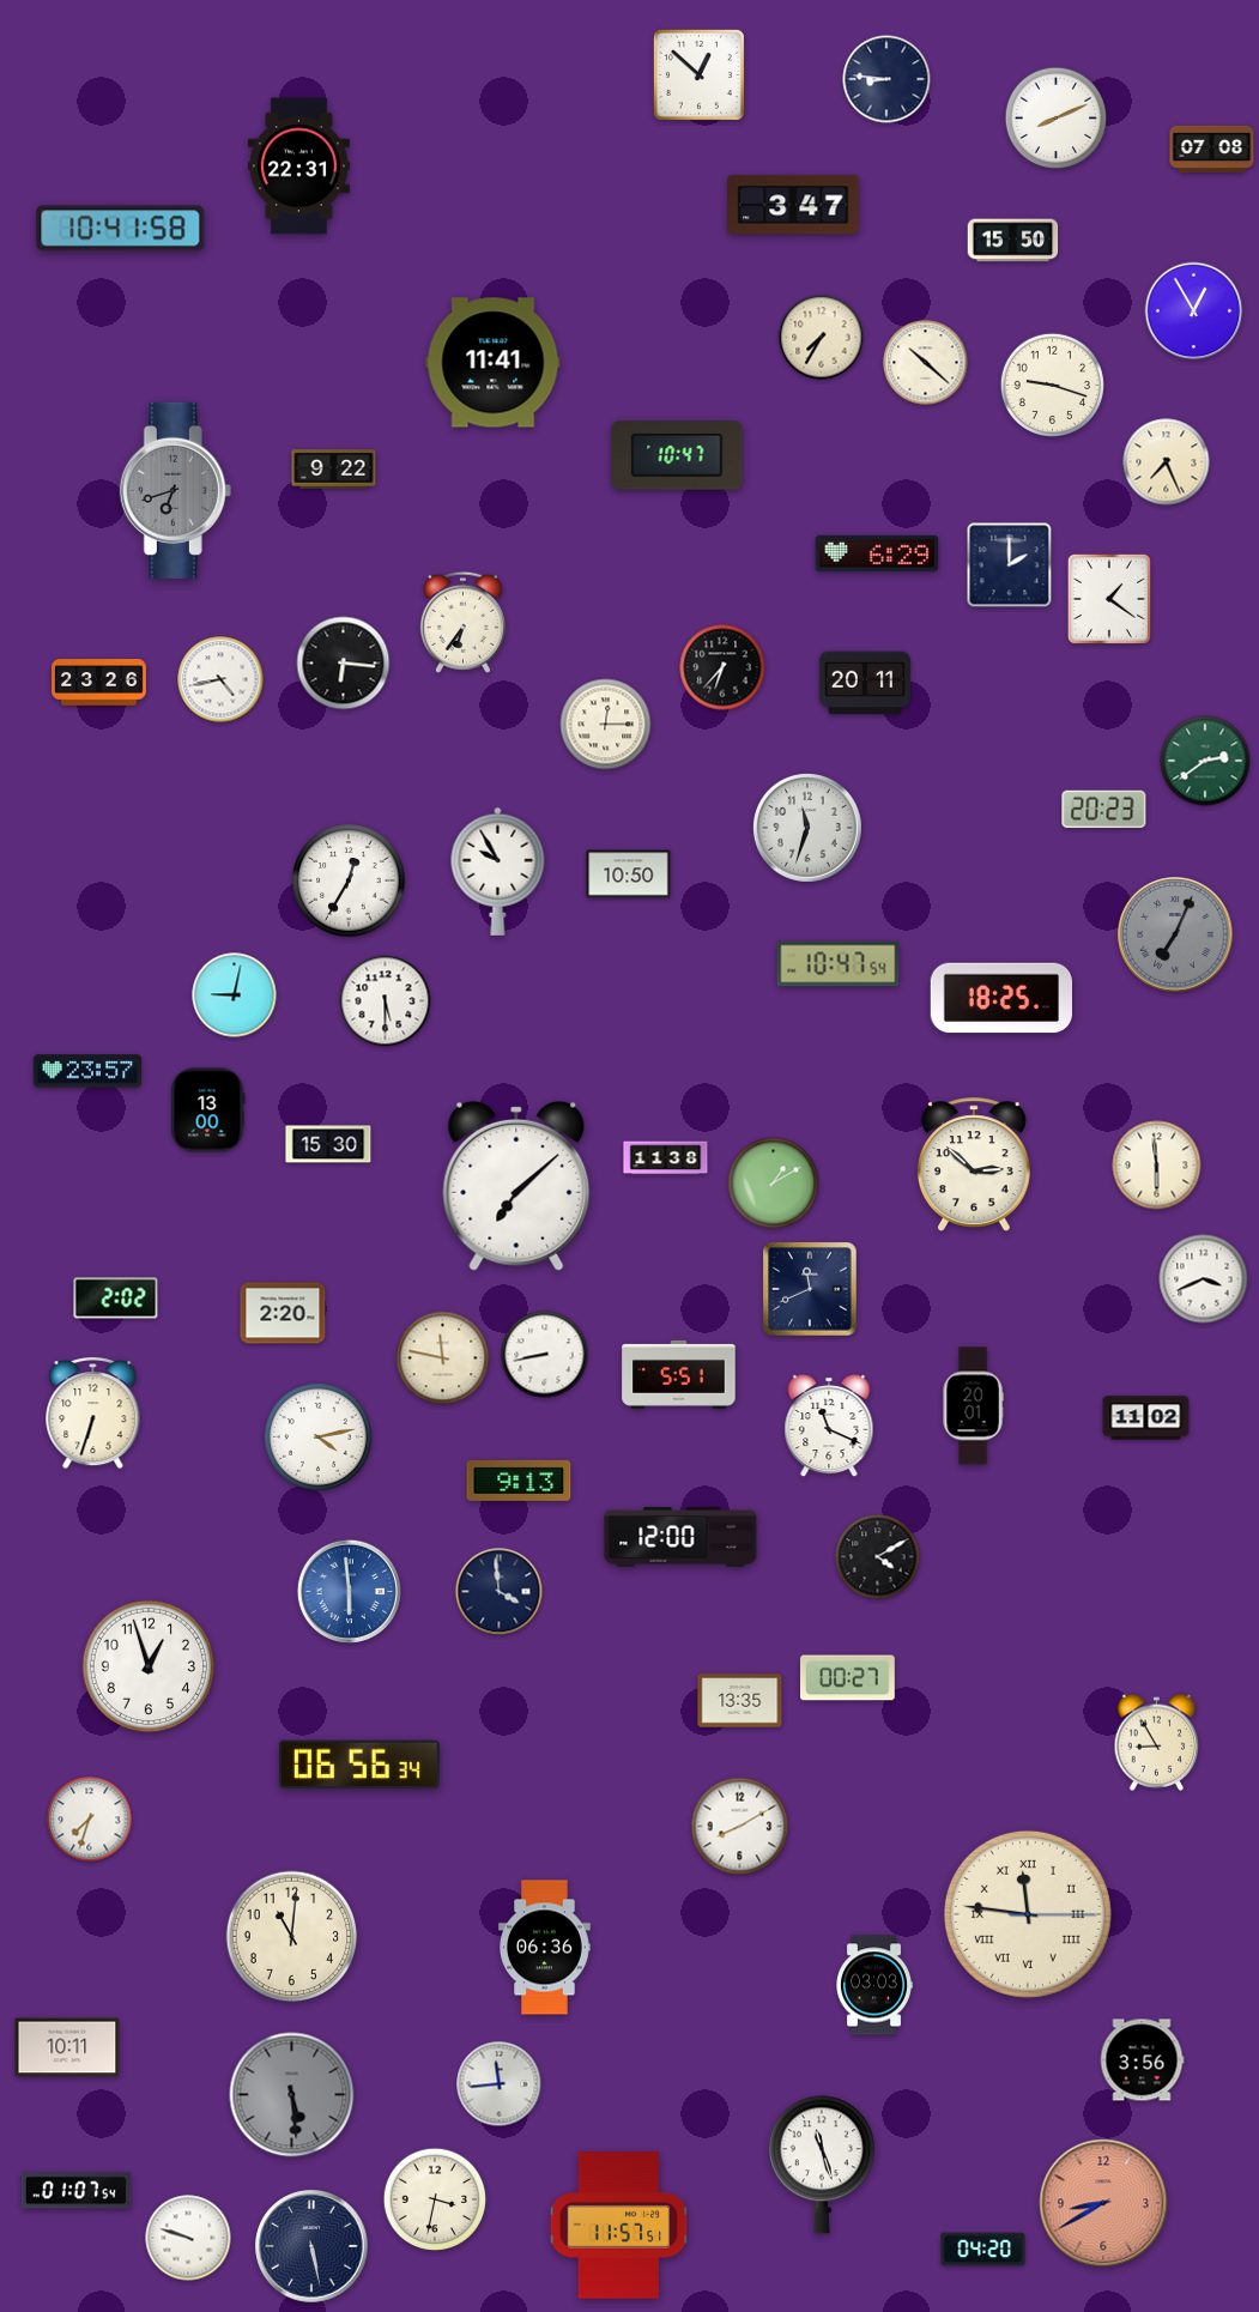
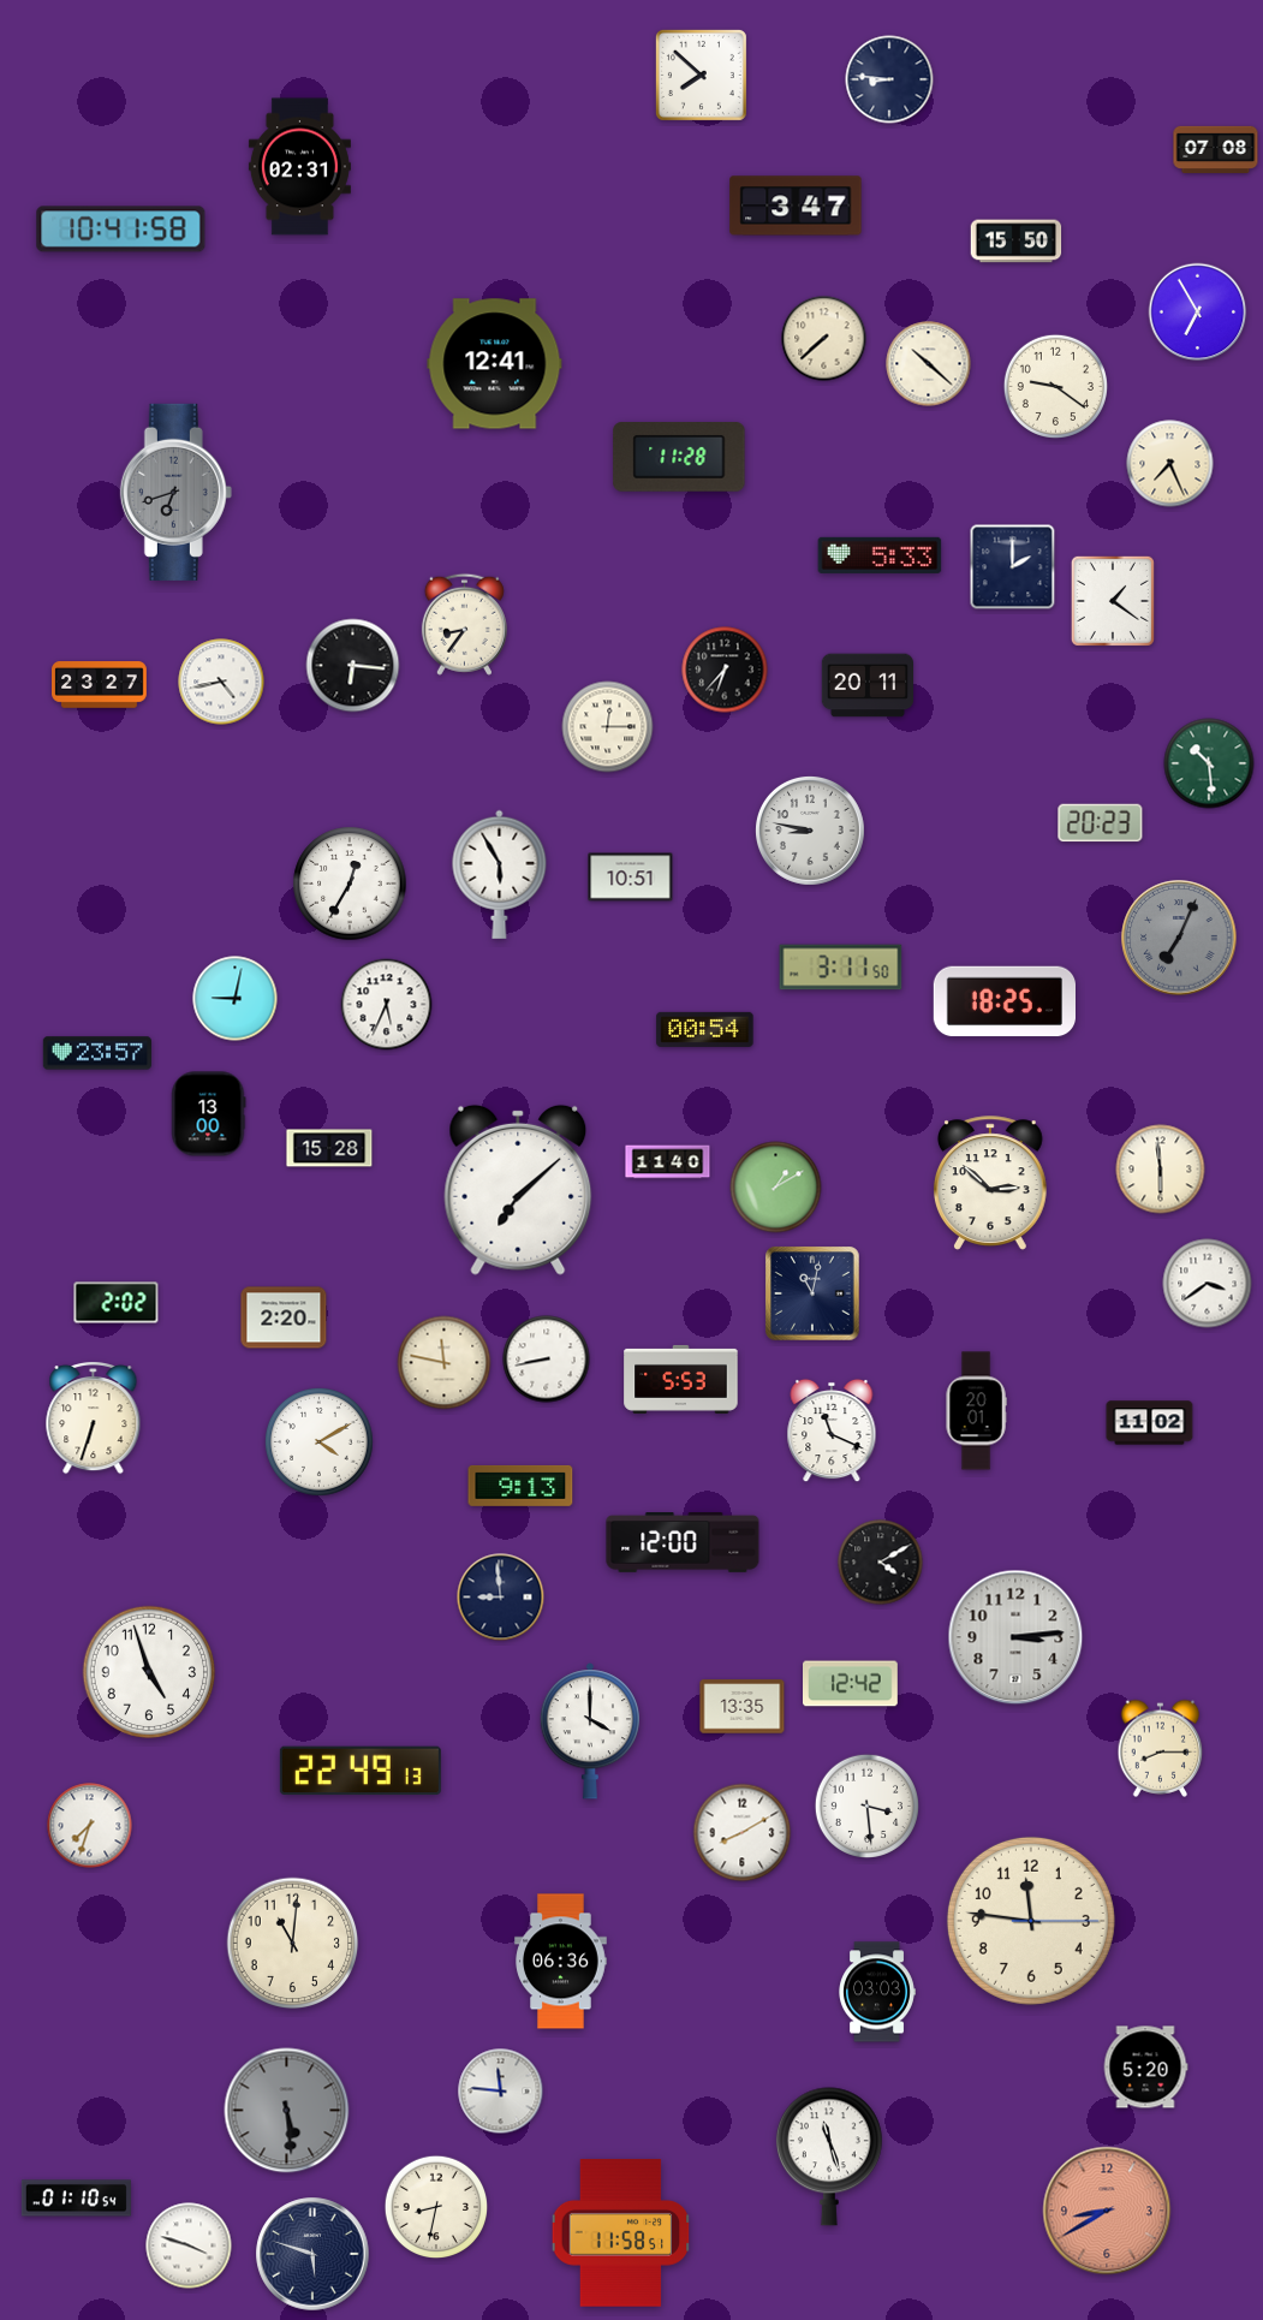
clock at (698, 74): 12:52 -> 7:52
clock at (1057, 119): 8:11 -> none
clock at (298, 167): 22:31 -> 02:31
clock at (1194, 311): 12:55 -> 6:55
clock at (822, 338): 7:35 -> 7:38
clock at (494, 363): 11:41 -> 12:41
clock at (1052, 385): 9:18 -> 9:21
clock at (677, 455): 10:47 -> 11:28
clock at (334, 470): 9:22 -> none
clock at (877, 553): 6:29 -> 5:33
clock at (462, 622): 6:36 -> 8:36
clock at (344, 664) position: (344, 664) -> (353, 666)
clock at (99, 683): 23:26 -> 23:27
clock at (1205, 761): 2:39 -> 10:29
clock at (1104, 810) position: (1104, 810) -> (1101, 823)
clock at (807, 828): 11:33 -> 8:47
clock at (498, 871): 9:55 -> 5:55
clock at (629, 874): 10:50 -> 10:51
clock at (839, 964): 10:47 -> 3:11
clock at (386, 1001): 5:30 -> 5:34
clock at (705, 1029): none -> 00:54
clock at (86, 1071) position: (86, 1071) -> (96, 1053)
clock at (328, 1144): 15:30 -> 15:28
clock at (666, 1158): 11:38 -> 11:40
clock at (974, 1164) position: (974, 1164) -> (990, 1183)
clock at (1204, 1279): 3:41 -> 3:39
clock at (810, 1289): 11:41 -> 11:02
clock at (679, 1374): 5:51 -> 5:53
clock at (317, 1436): 4:13 -> 4:10
clock at (349, 1591): 5:59 -> none
clock at (500, 1592): 3:59 -> 8:59
clock at (1015, 1637): none -> 3:14
clock at (149, 1666): 12:57 -> 4:57
clock at (848, 1678): 00:27 -> 12:42
clock at (589, 1731): none -> 4:00
clock at (1157, 1742): 8:55 -> 8:15
clock at (359, 1765): 06:56 -> 22:49
clock at (866, 1806): none -> 3:29
clock at (1028, 1914) numerals: Roman -> Arabic
clock at (545, 1948) position: (545, 1948) -> (561, 1962)
clock at (67, 2047): 10:11 -> none
clock at (1142, 2060): 3:56 -> 5:20
clock at (500, 2084): 11:44 -> 11:46
clock at (292, 2095) position: (292, 2095) -> (287, 2111)
clock at (822, 2165) position: (822, 2165) -> (829, 2157)
clock at (75, 2191): 01:07 -> 01:10
clock at (435, 2199): 3:32 -> 8:32
clock at (619, 2226): 11:57 -> 11:58
clock at (188, 2238): 9:48 -> 3:48
clock at (311, 2246): 5:28 -> 5:48
clock at (983, 2250): 04:20 -> none
